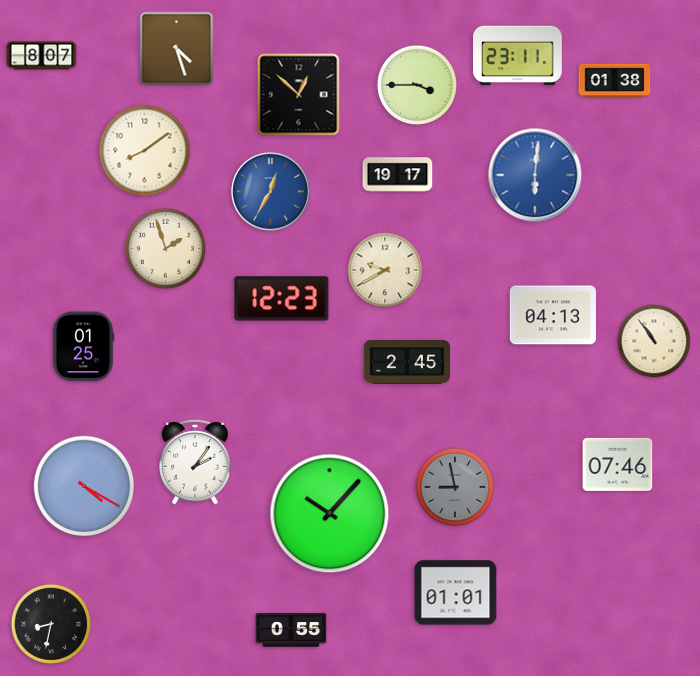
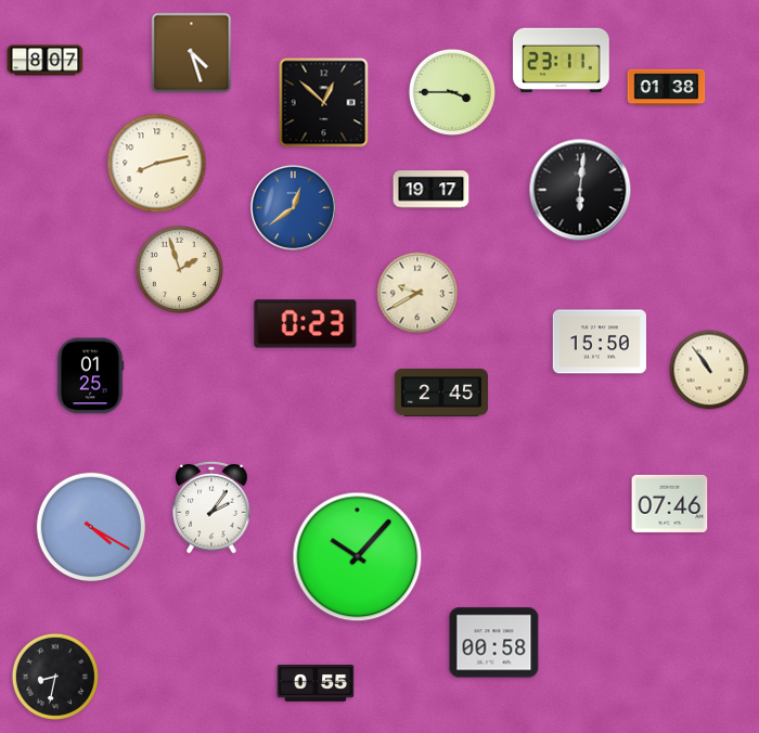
clock at (145, 151): 8:09 -> 8:13
clock at (535, 175) dial: blue -> black
clock at (270, 191): 12:35 -> 12:39
clock at (282, 299): 12:23 -> 0:23
clock at (553, 315): 04:13 -> 15:50
clock at (195, 462) position: (195, 462) -> (211, 507)
clock at (455, 487): 8:58 -> none
clock at (456, 593): 01:01 -> 00:58
